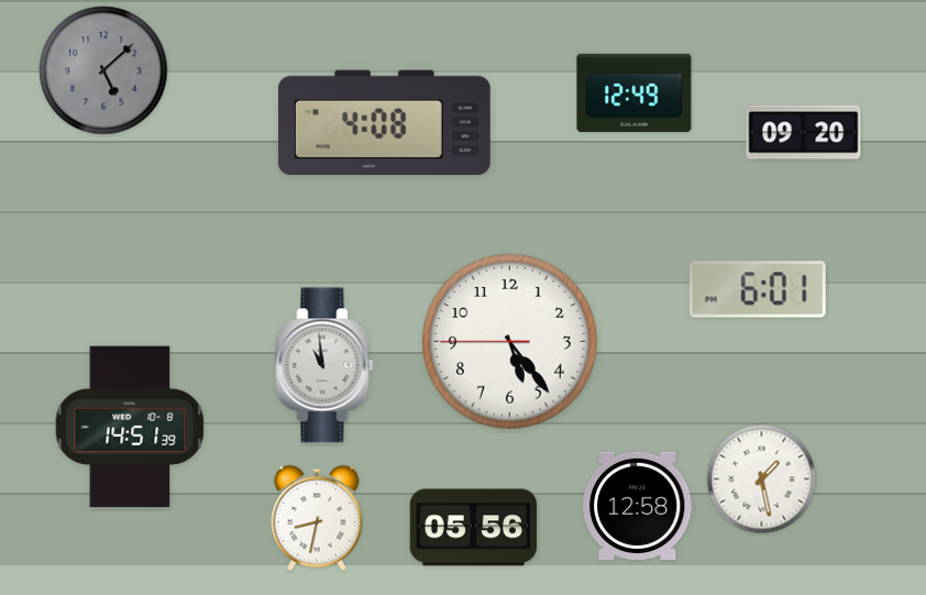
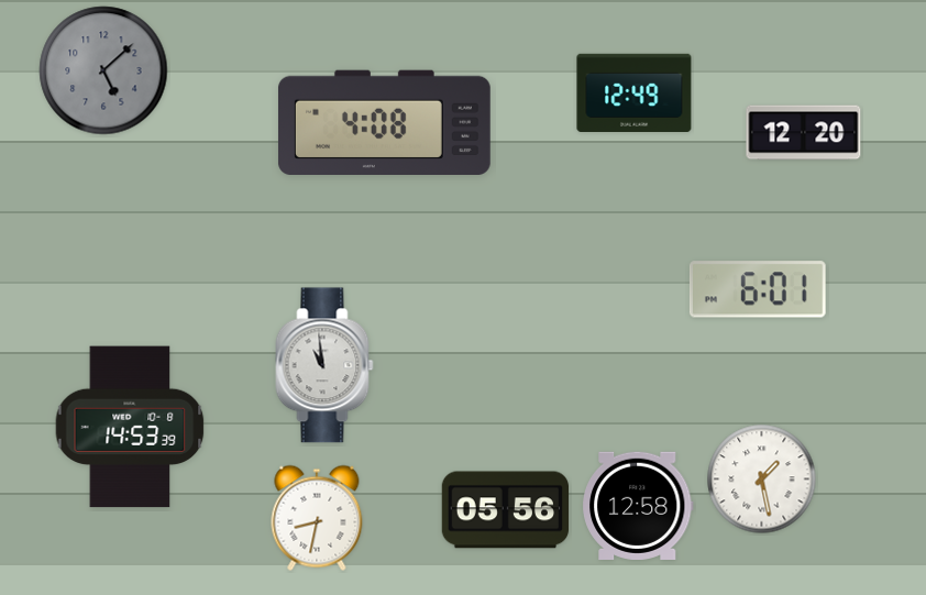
clock at (804, 133): 09:20 -> 12:20
clock at (510, 342): 5:23 -> none
clock at (130, 427): 14:51 -> 14:53
clock at (474, 528) position: (474, 528) -> (506, 510)
